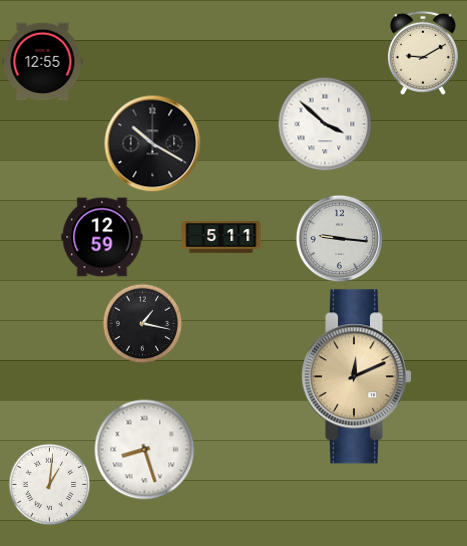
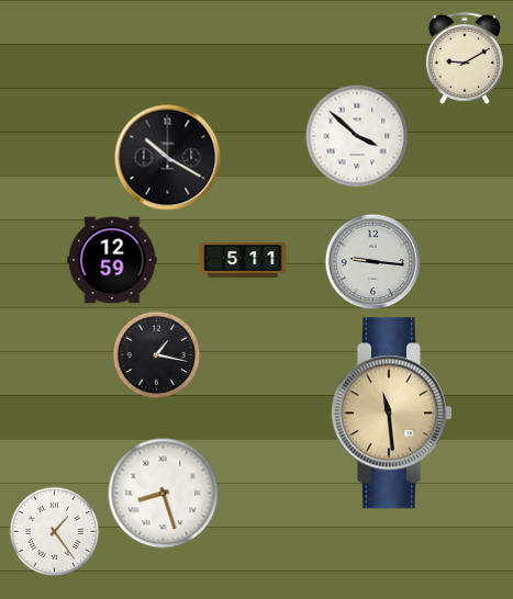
clock at (43, 62): 12:55 -> none
clock at (356, 377): 12:11 -> 11:29
clock at (145, 450) position: (145, 450) -> (164, 494)
clock at (49, 484): 1:01 -> 1:24
